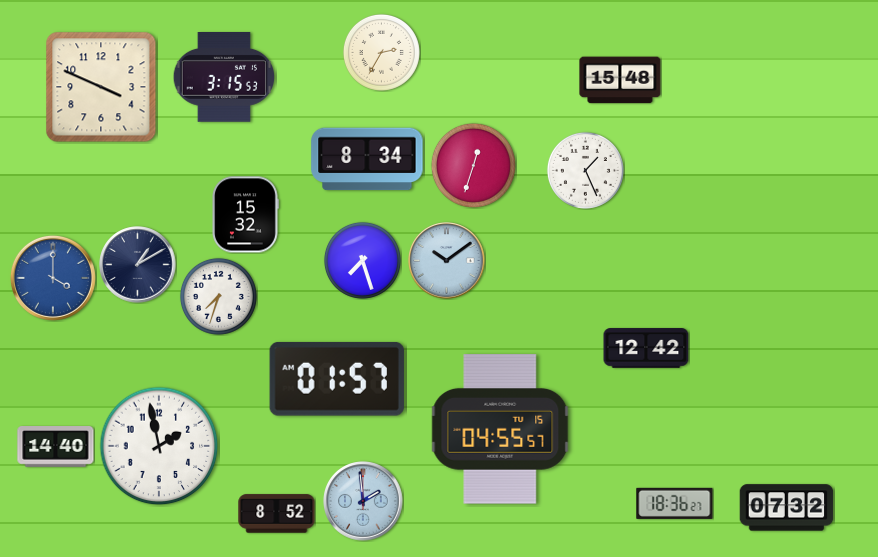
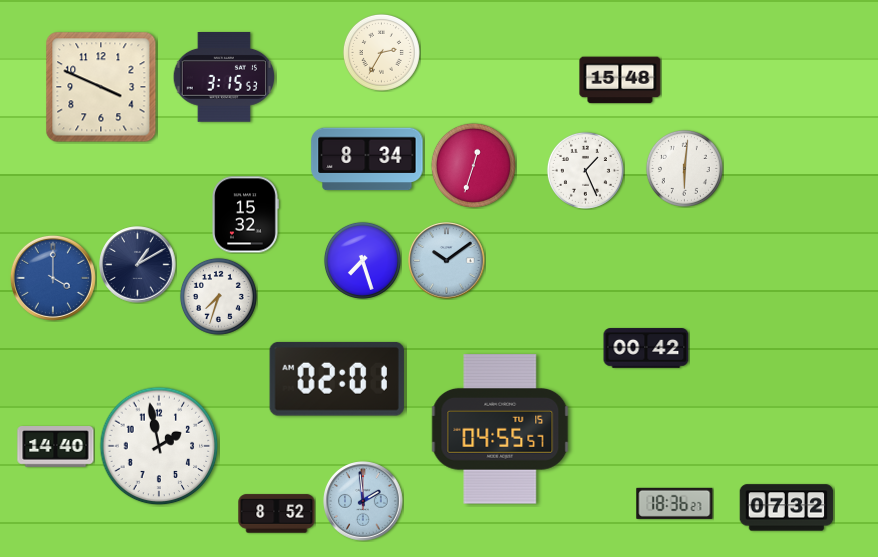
clock at (684, 168): none -> 6:01
clock at (646, 348): 12:42 -> 00:42
clock at (337, 379): 01:57 -> 02:01
